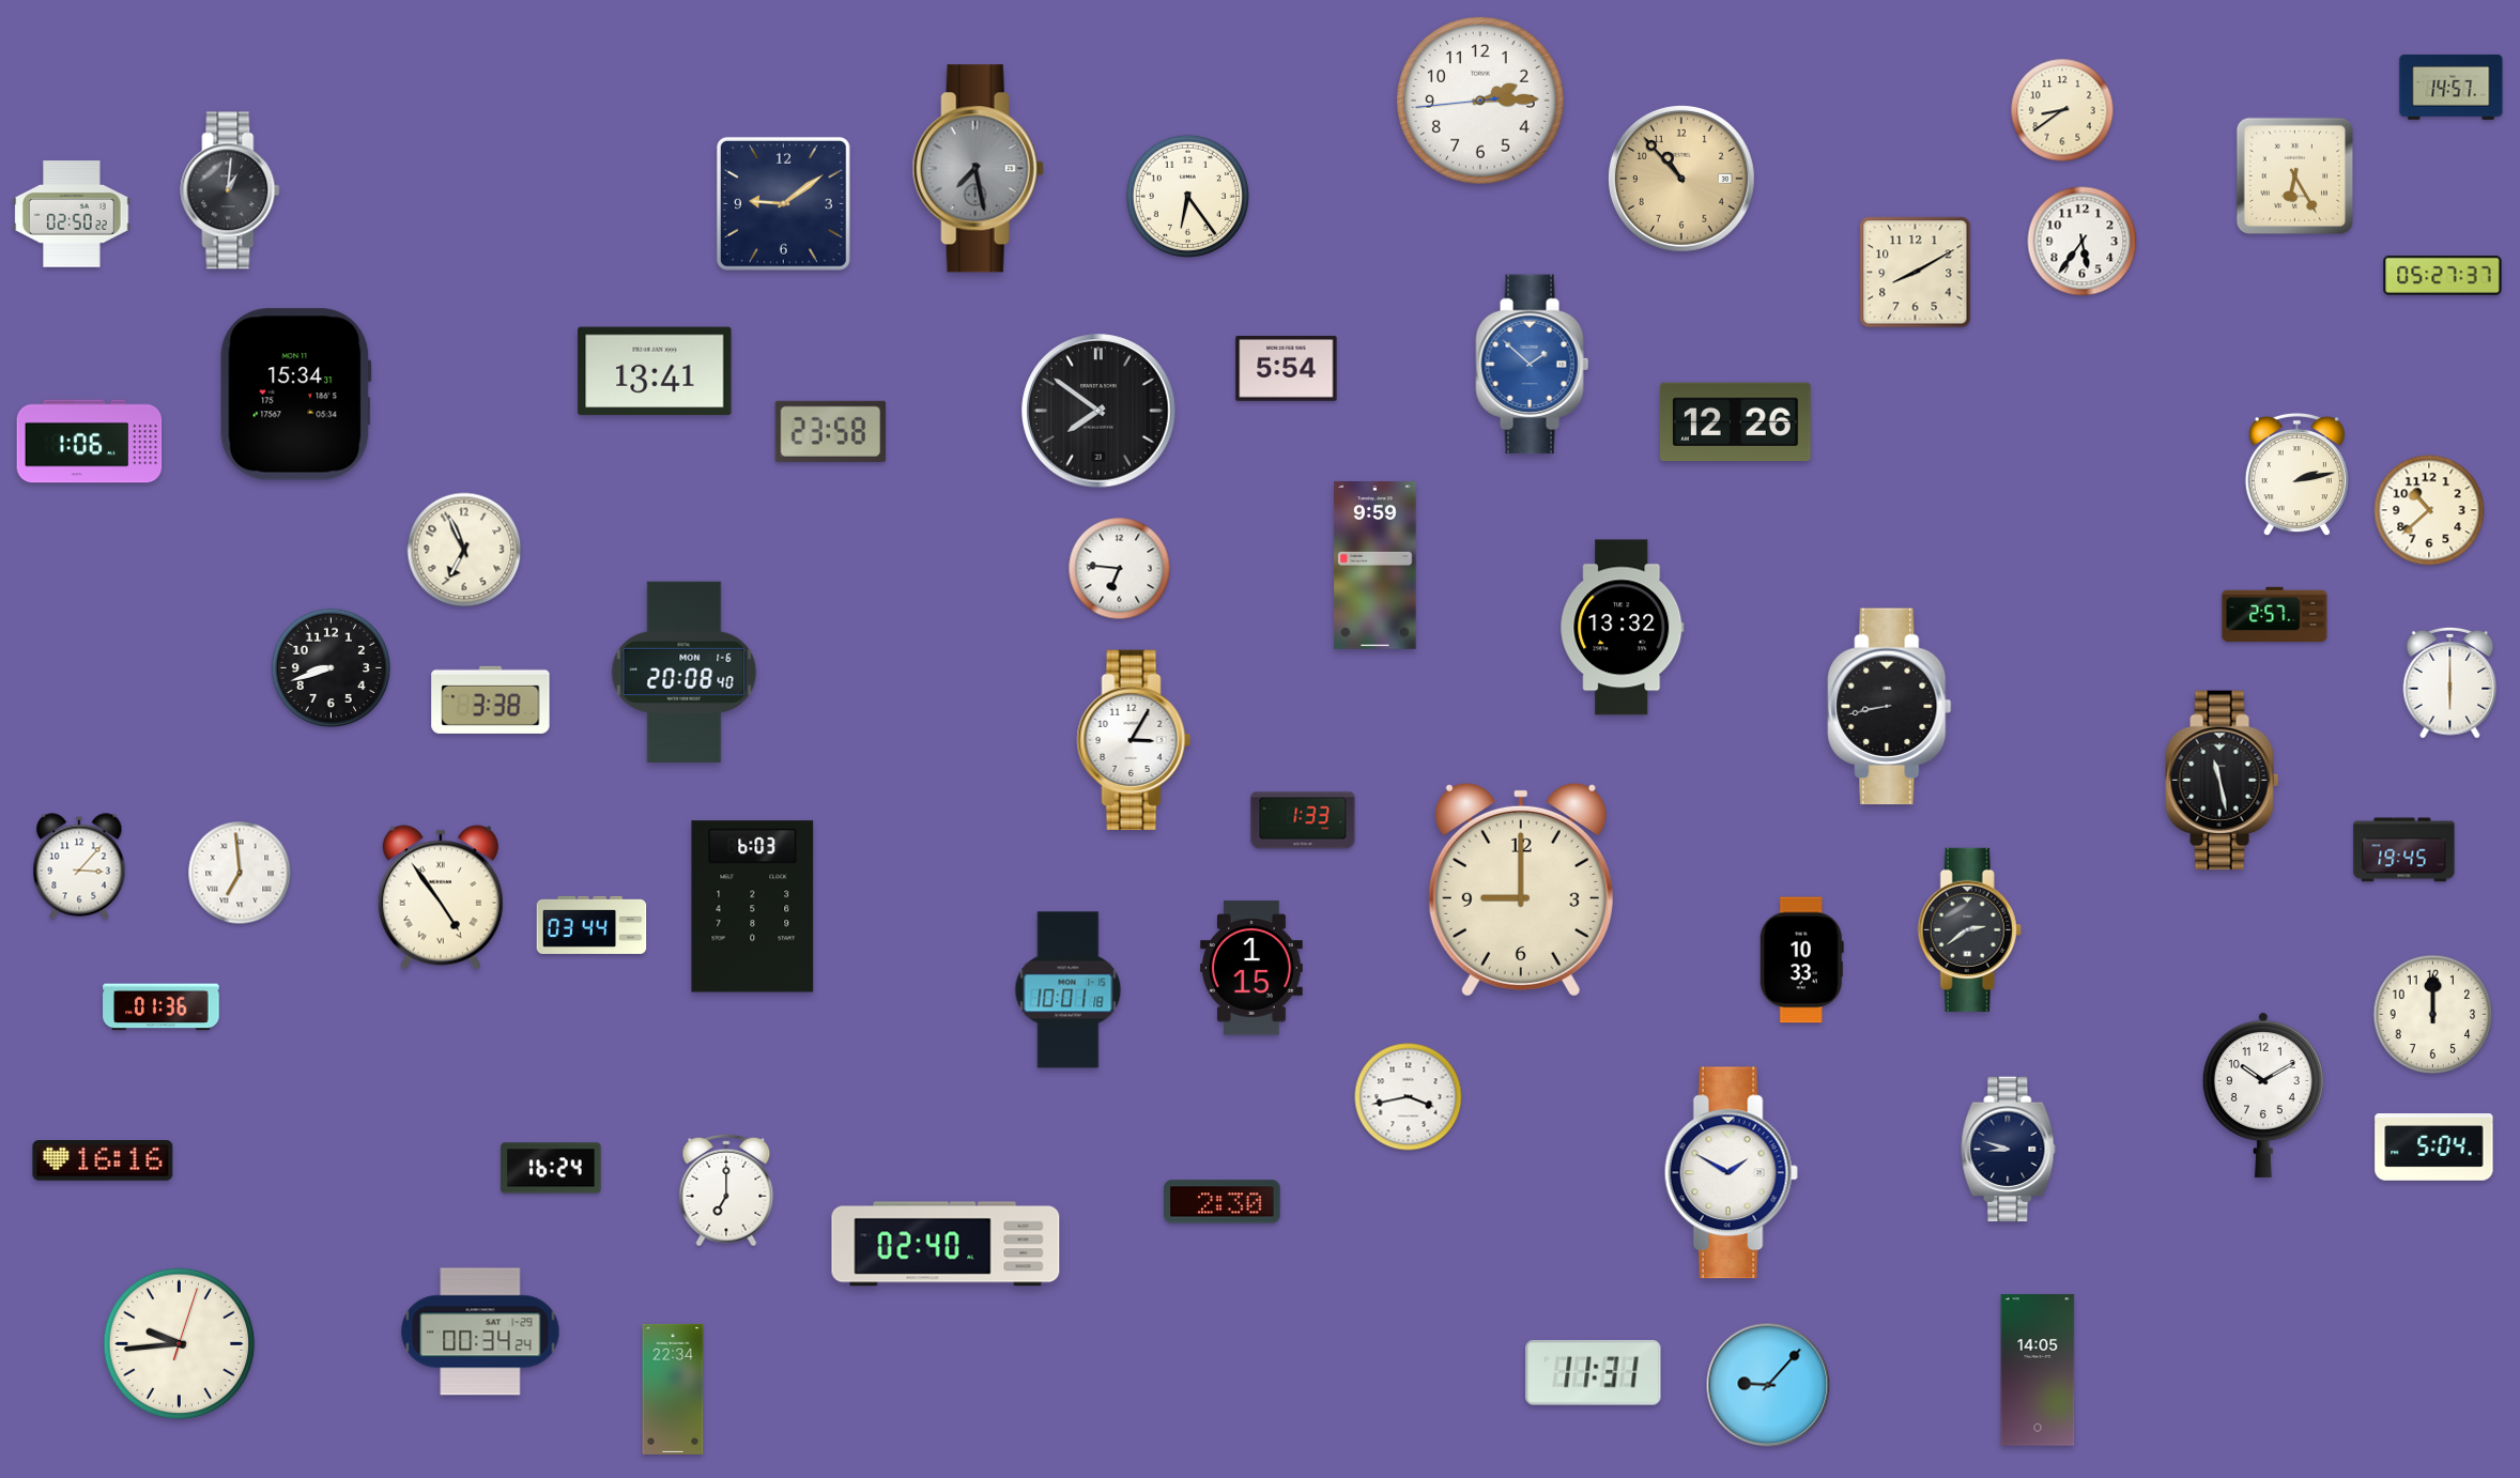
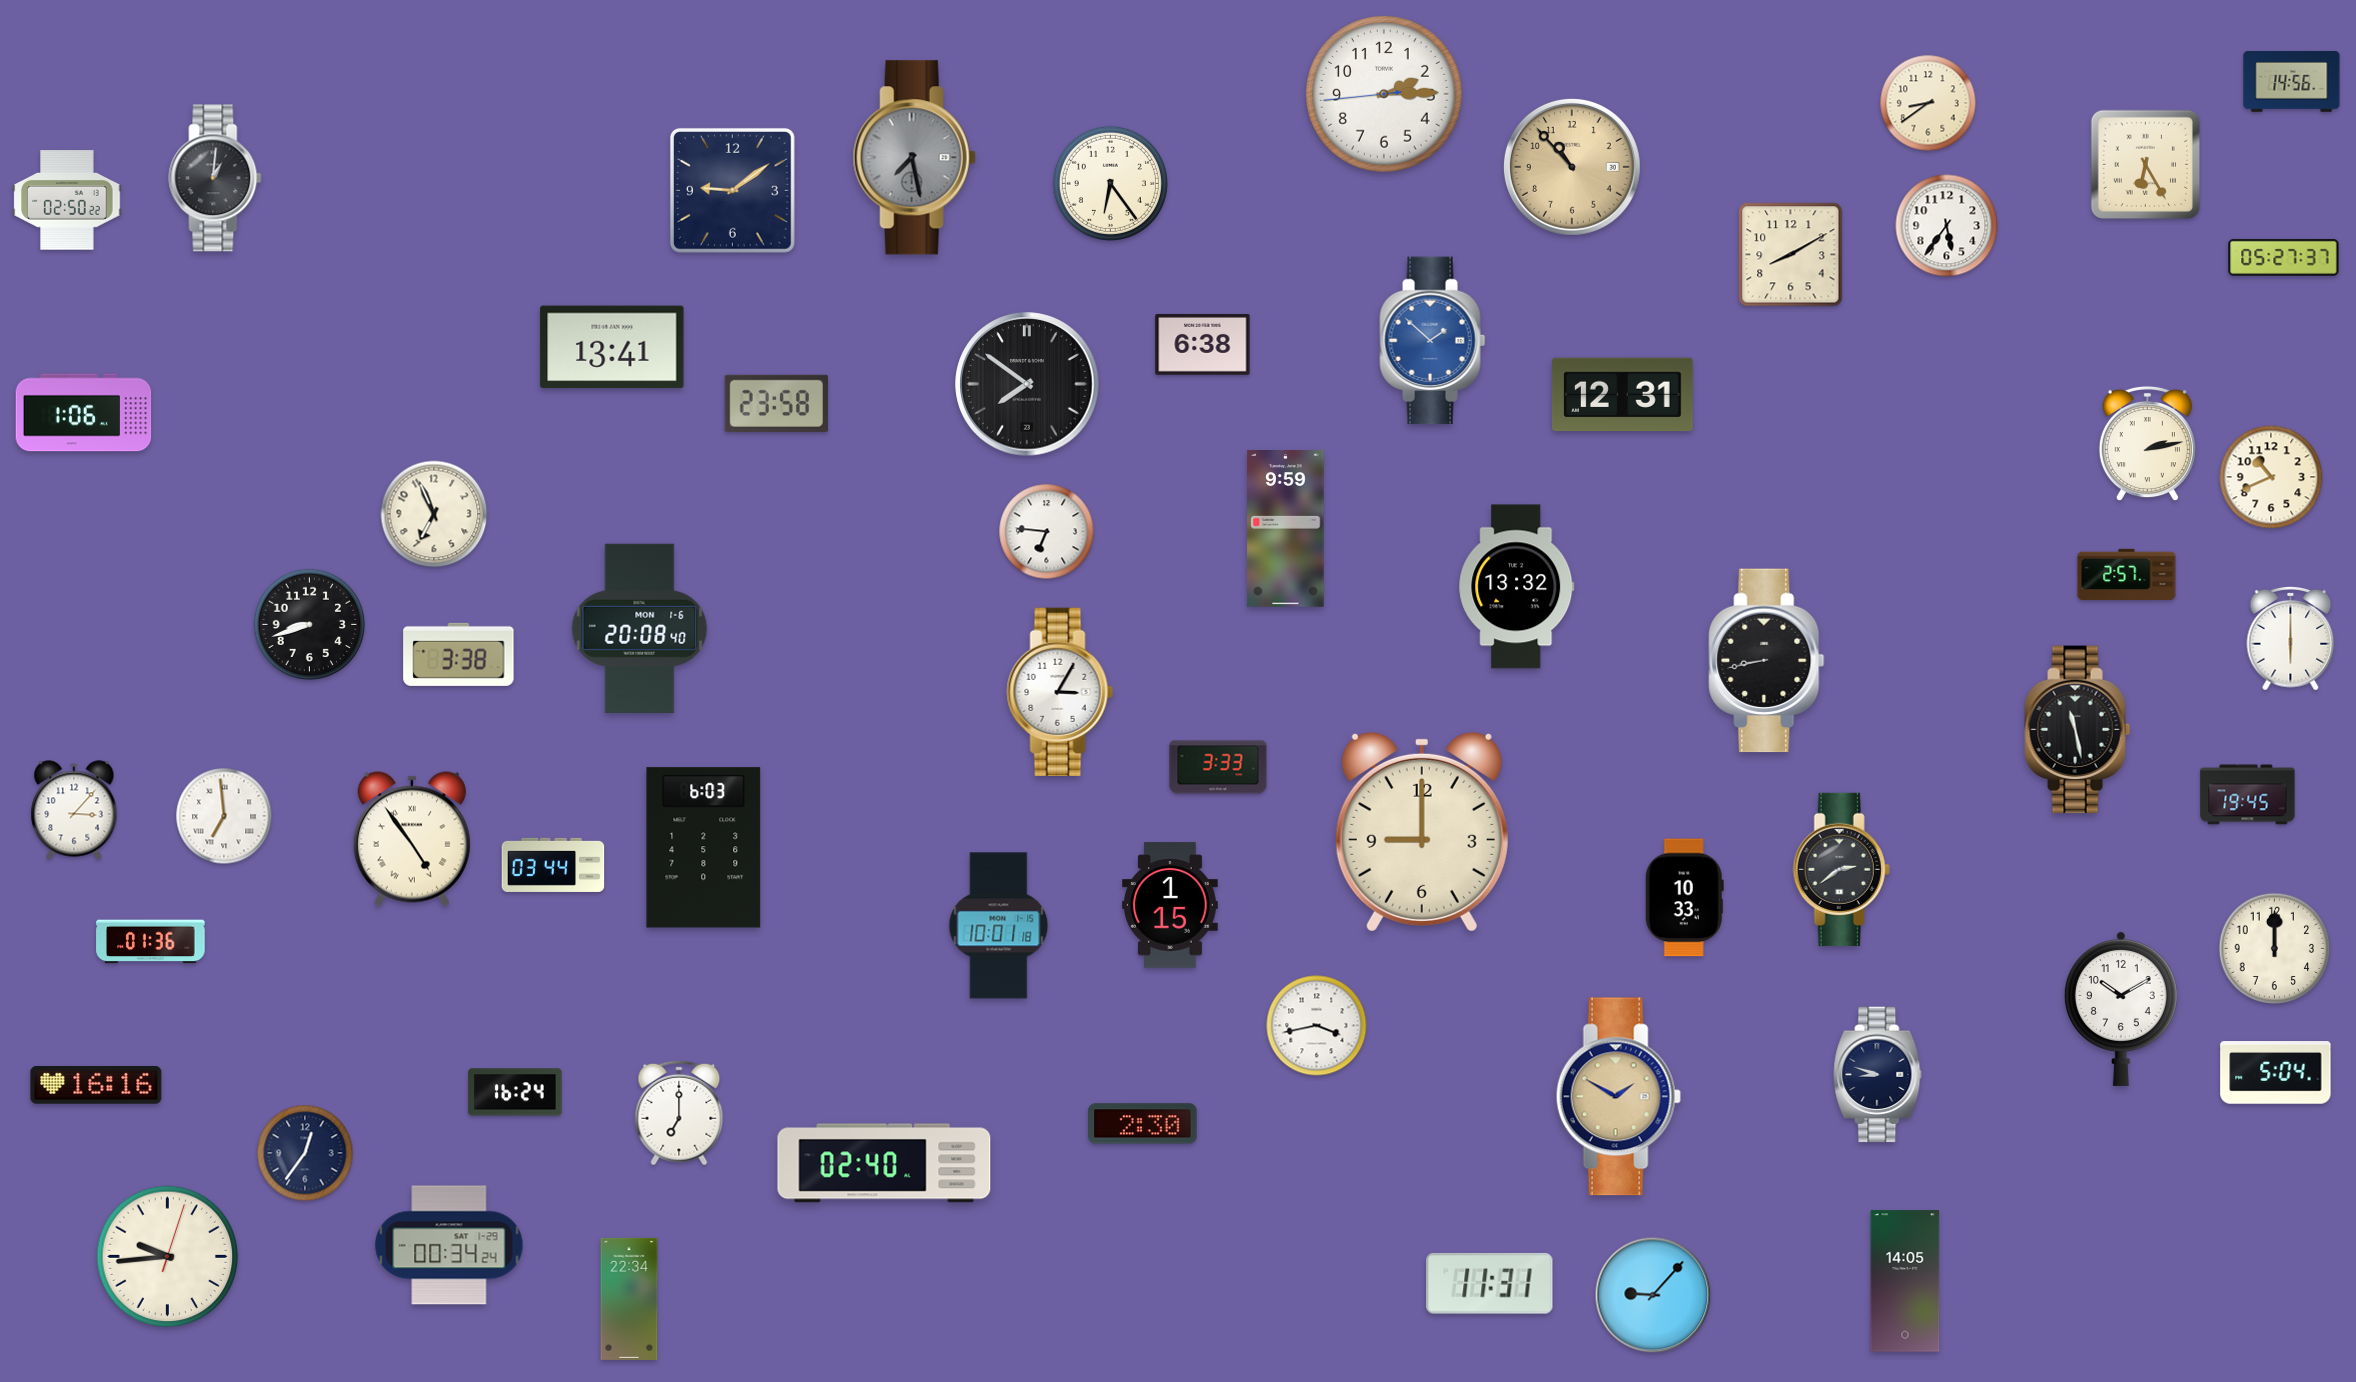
clock at (2452, 87): 14:57 -> 14:56
clock at (1287, 369): 5:54 -> 6:38
clock at (295, 395): 15:34 -> none
clock at (1735, 422): 12:26 -> 12:31
clock at (2429, 510): 10:38 -> 10:41
clock at (1303, 820): 1:33 -> 3:33
clock at (2263, 1094) position: (2263, 1094) -> (2121, 1008)
clock at (1731, 1173) dial: white -> champagne
clock at (305, 1153): none -> 12:36
